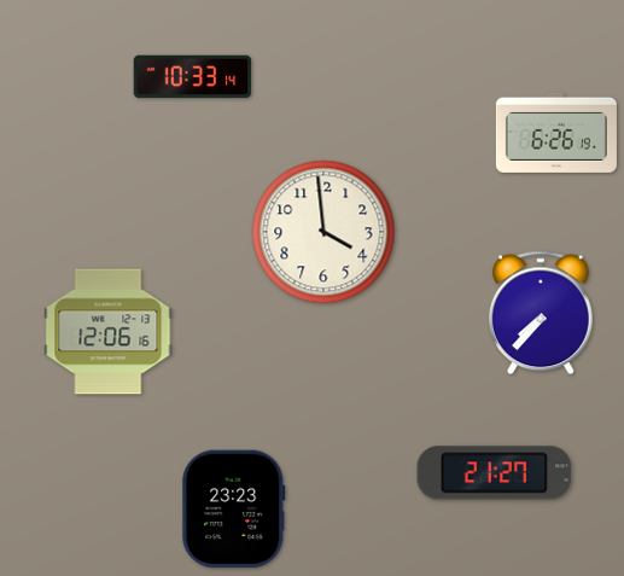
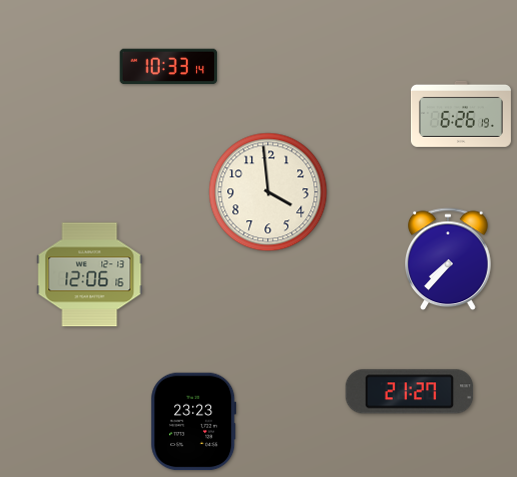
clock at (193, 77) position: (193, 77) -> (169, 67)
clock at (556, 133) position: (556, 133) -> (461, 114)
